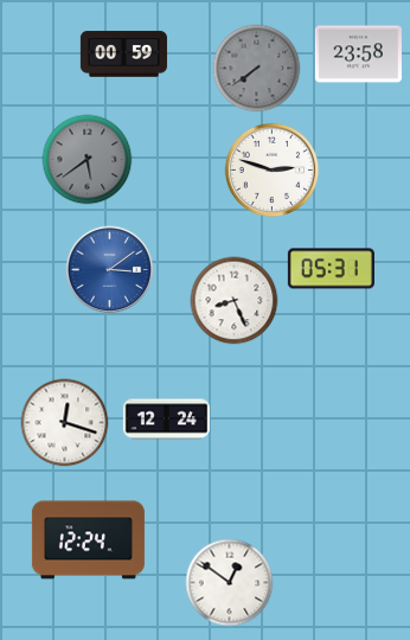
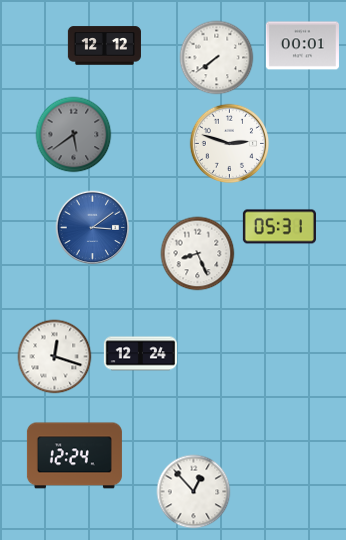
clock at (123, 55): 00:59 -> 12:12
clock at (358, 55): 23:58 -> 00:01
clock at (257, 69) dial: grey -> white
clock at (230, 583): 12:51 -> 12:53
